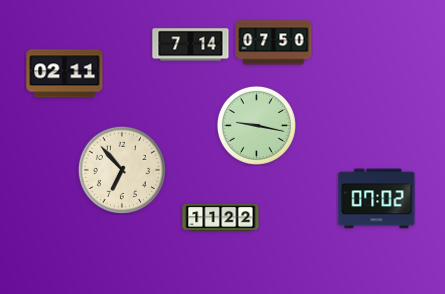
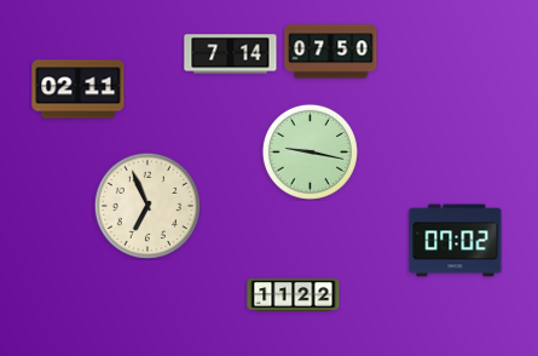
clock at (122, 170): 6:53 -> 6:56
clock at (221, 217) position: (221, 217) -> (294, 294)
